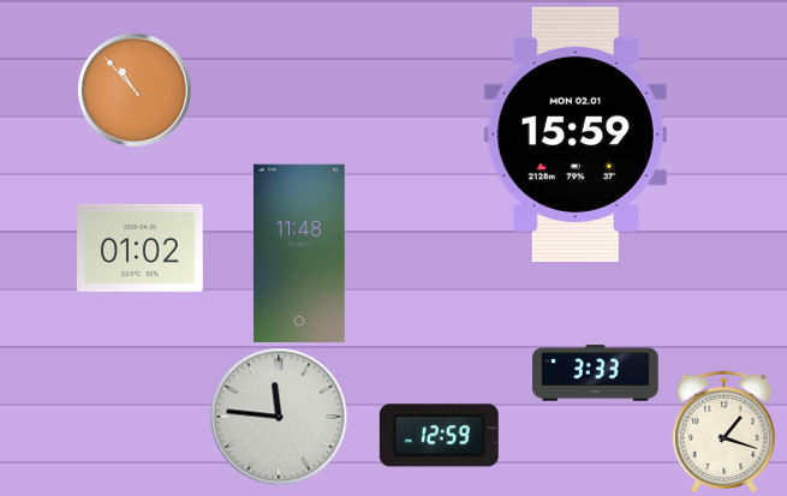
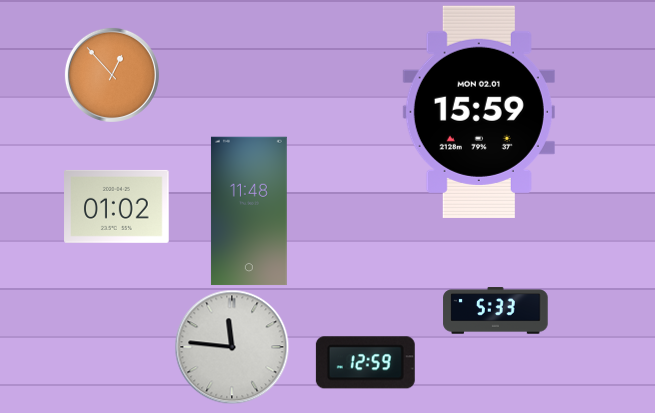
clock at (135, 90): 10:53 -> 12:53
clock at (596, 374): 3:33 -> 5:33
clock at (725, 431): 1:18 -> none
